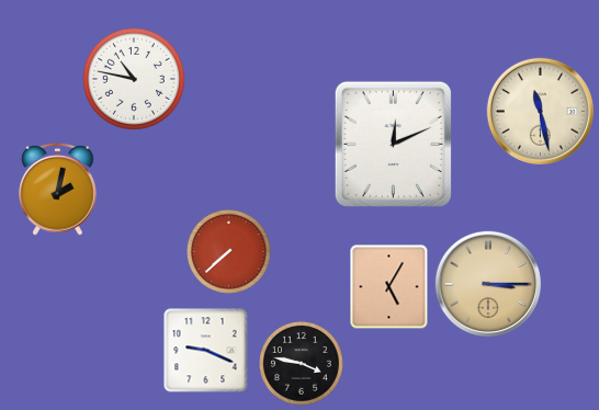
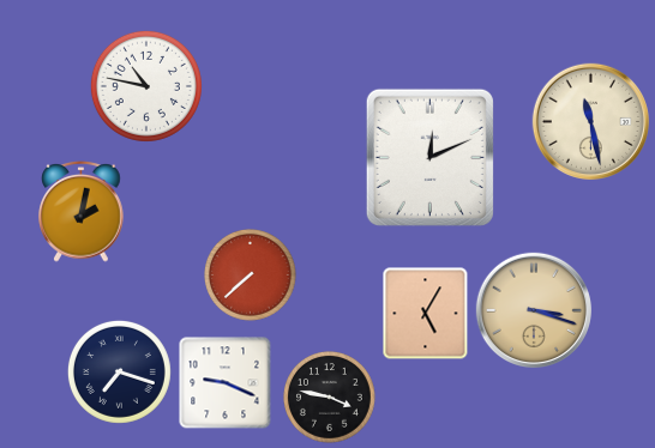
clock at (58, 189) position: (58, 189) -> (82, 211)
clock at (487, 283): 3:15 -> 3:18
clock at (119, 371): none -> 7:18
